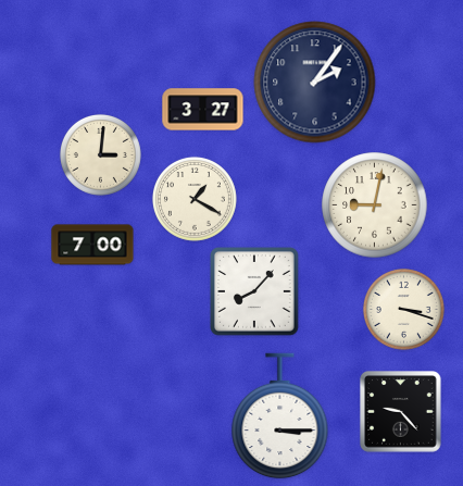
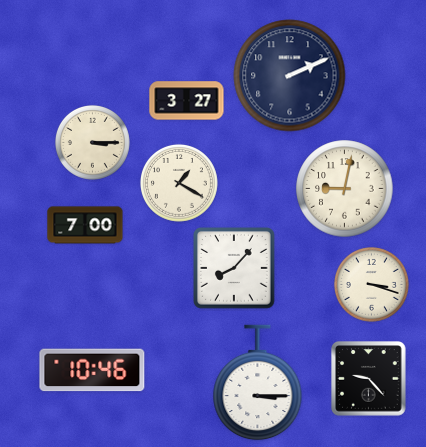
clock at (315, 83): 2:06 -> 2:11
clock at (100, 154): 3:01 -> 3:15
clock at (92, 370): none -> 10:46
